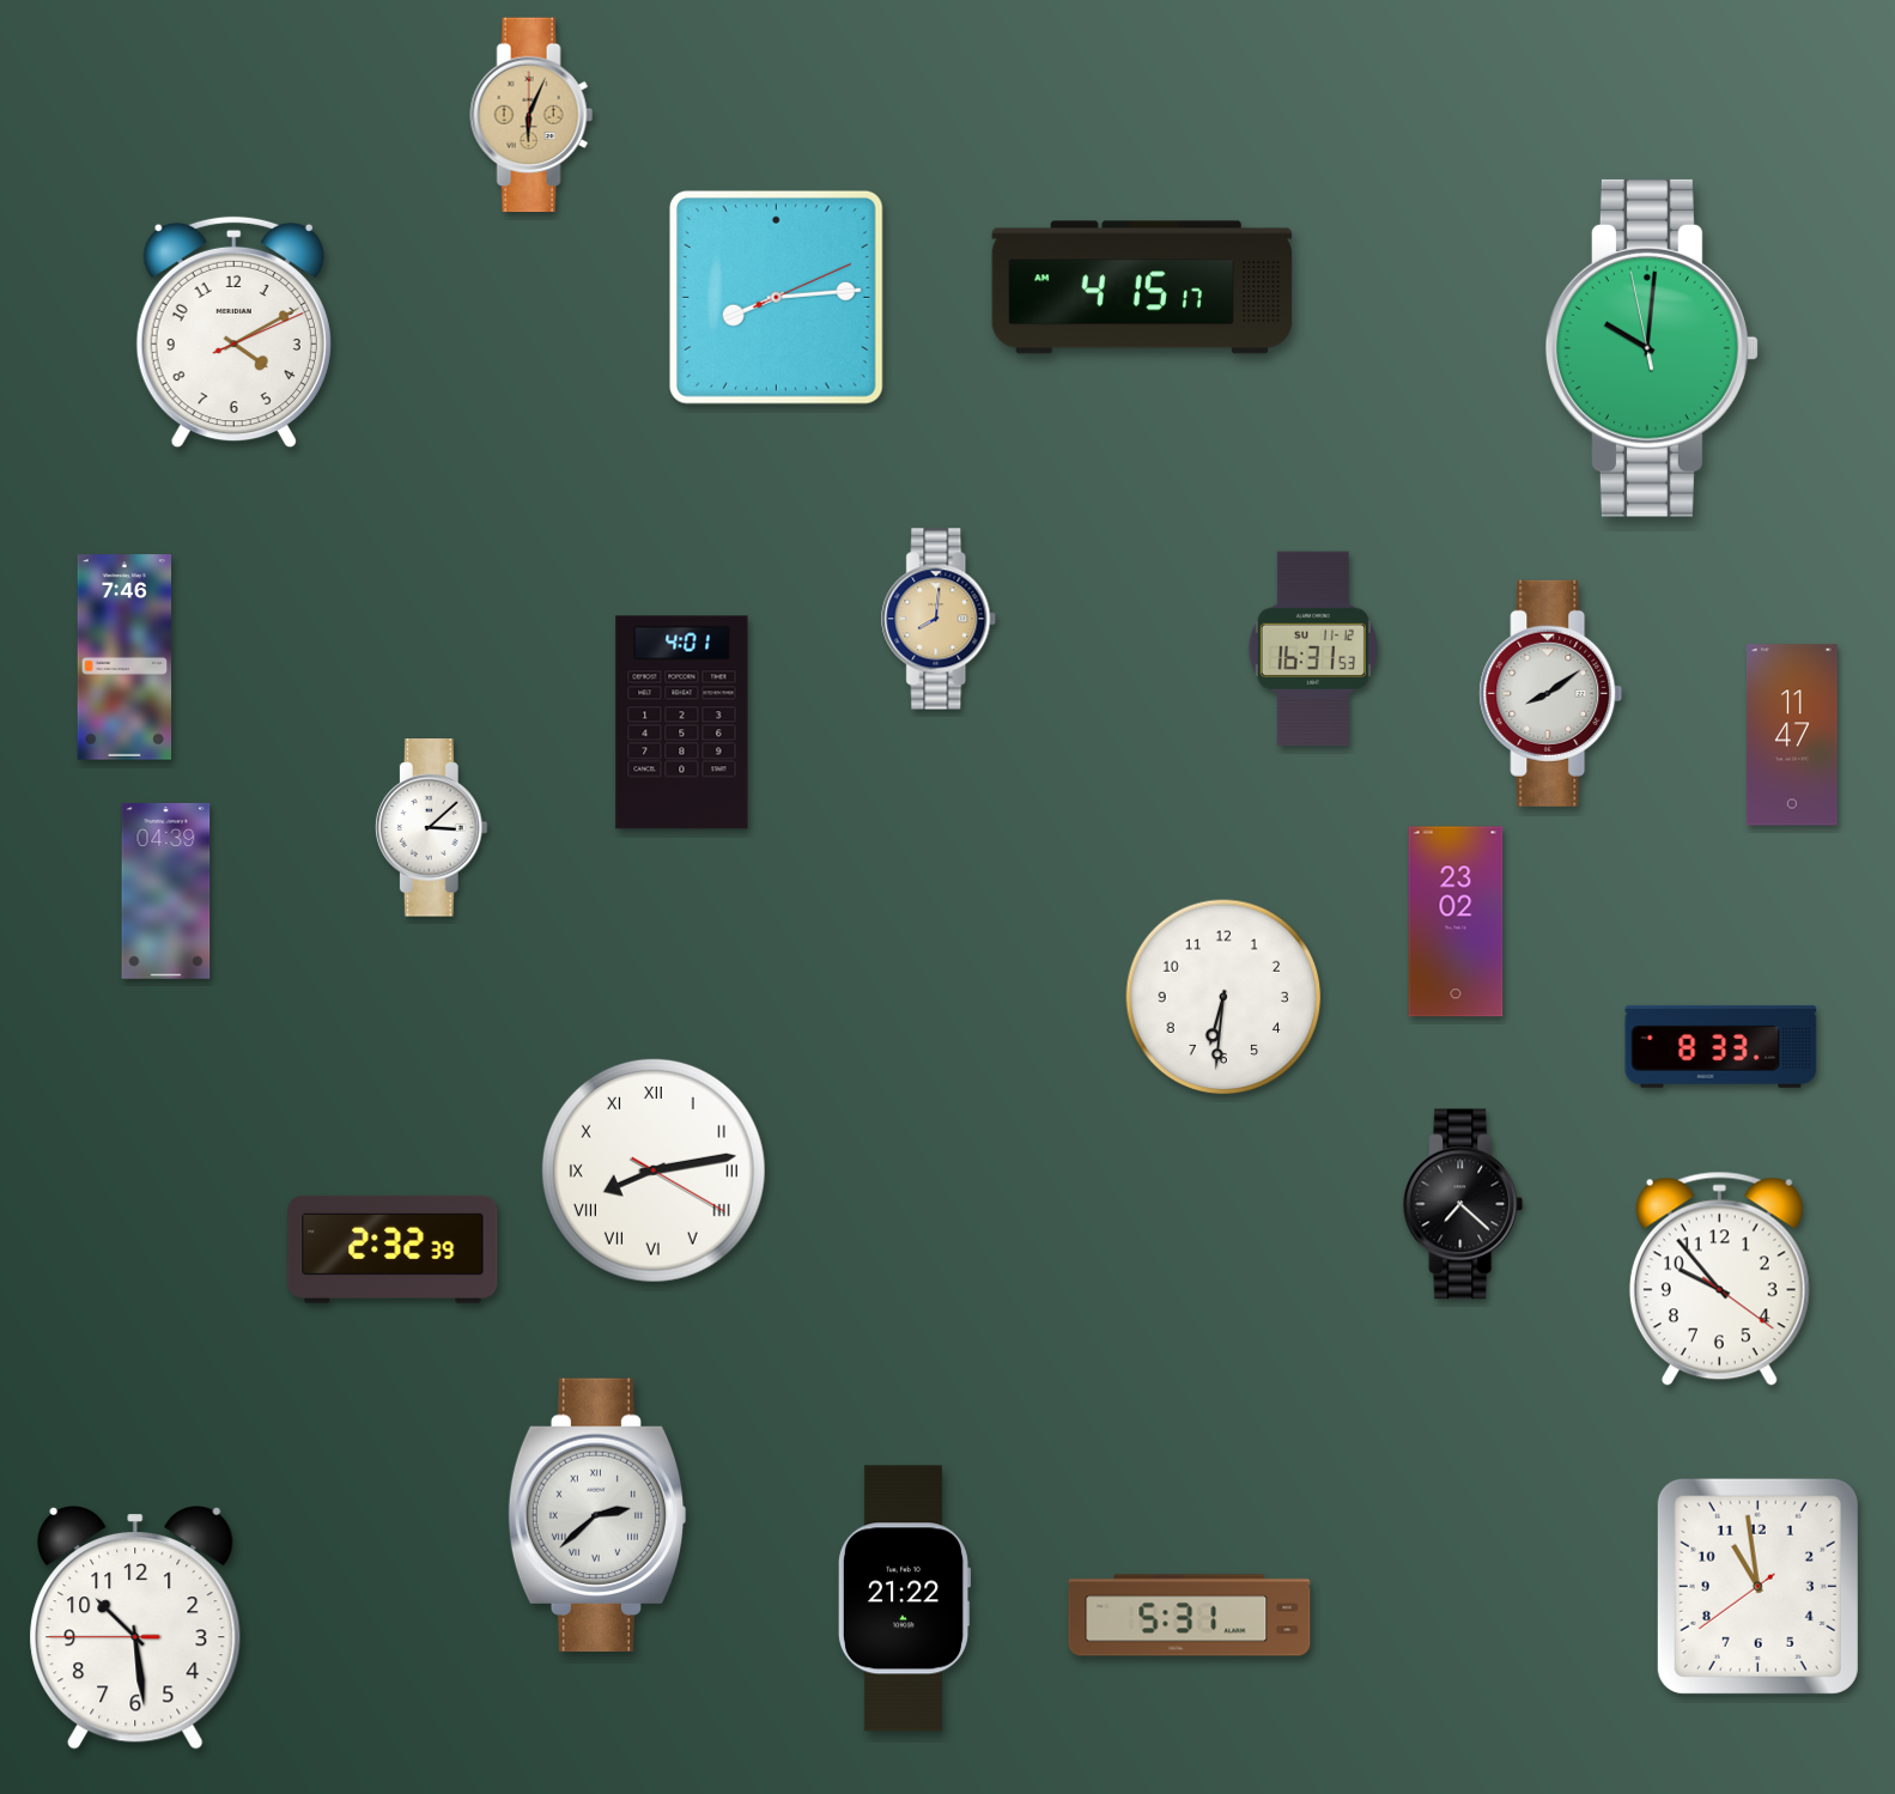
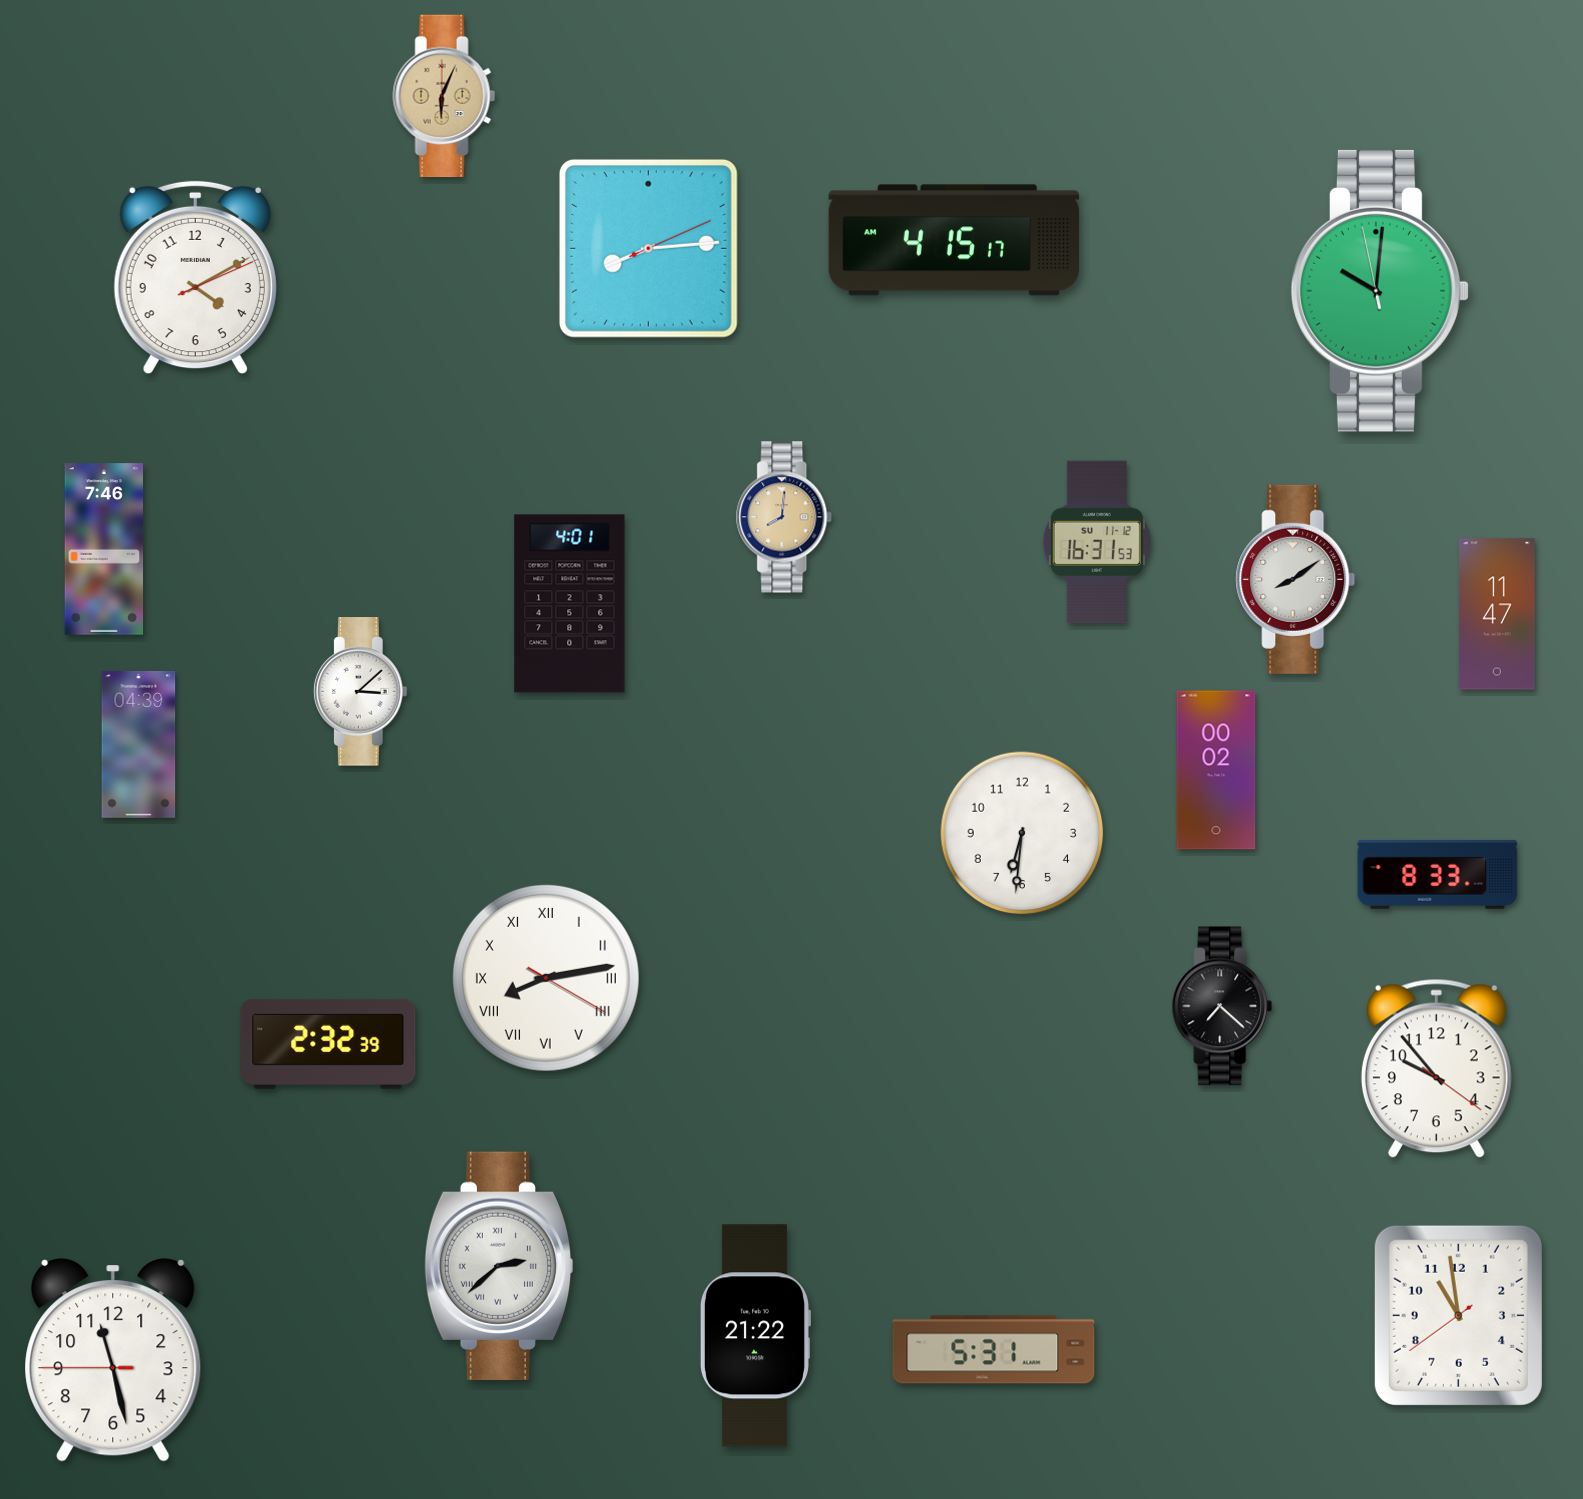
clock at (1456, 922): 23:02 -> 00:02
clock at (1757, 1586) position: (1757, 1586) -> (1458, 1315)
clock at (135, 1628): 10:28 -> 11:27
